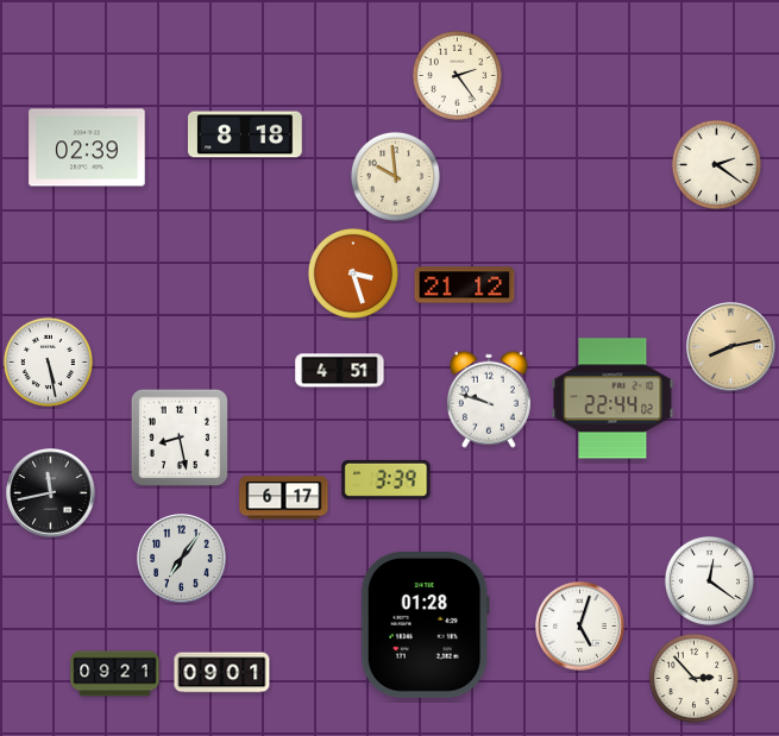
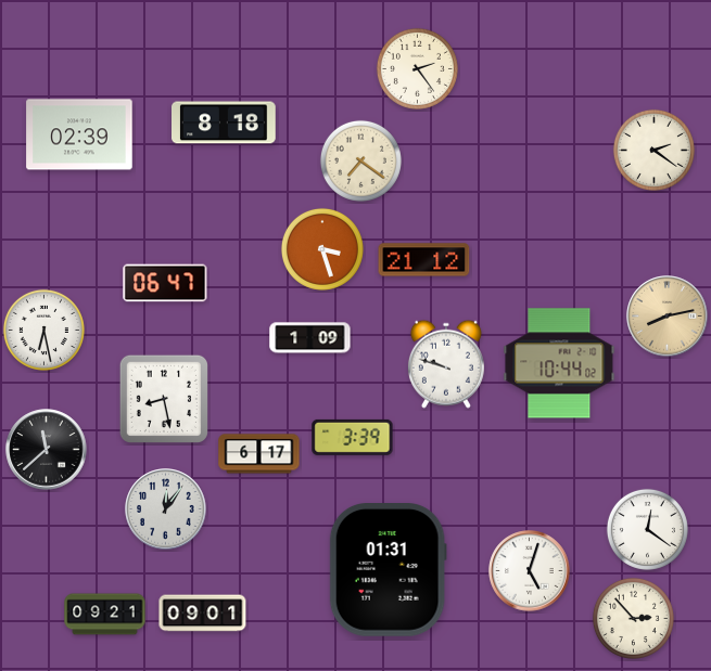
clock at (395, 176): 9:59 -> 7:21
clock at (165, 283): none -> 06:47
clock at (48, 361): 5:28 -> 6:28
clock at (340, 371): 4:51 -> 1:09
clock at (612, 398): 22:44 -> 10:44
clock at (51, 493): 11:43 -> 11:38
clock at (182, 559): 7:06 -> 12:06
clock at (425, 625): 01:28 -> 01:31
